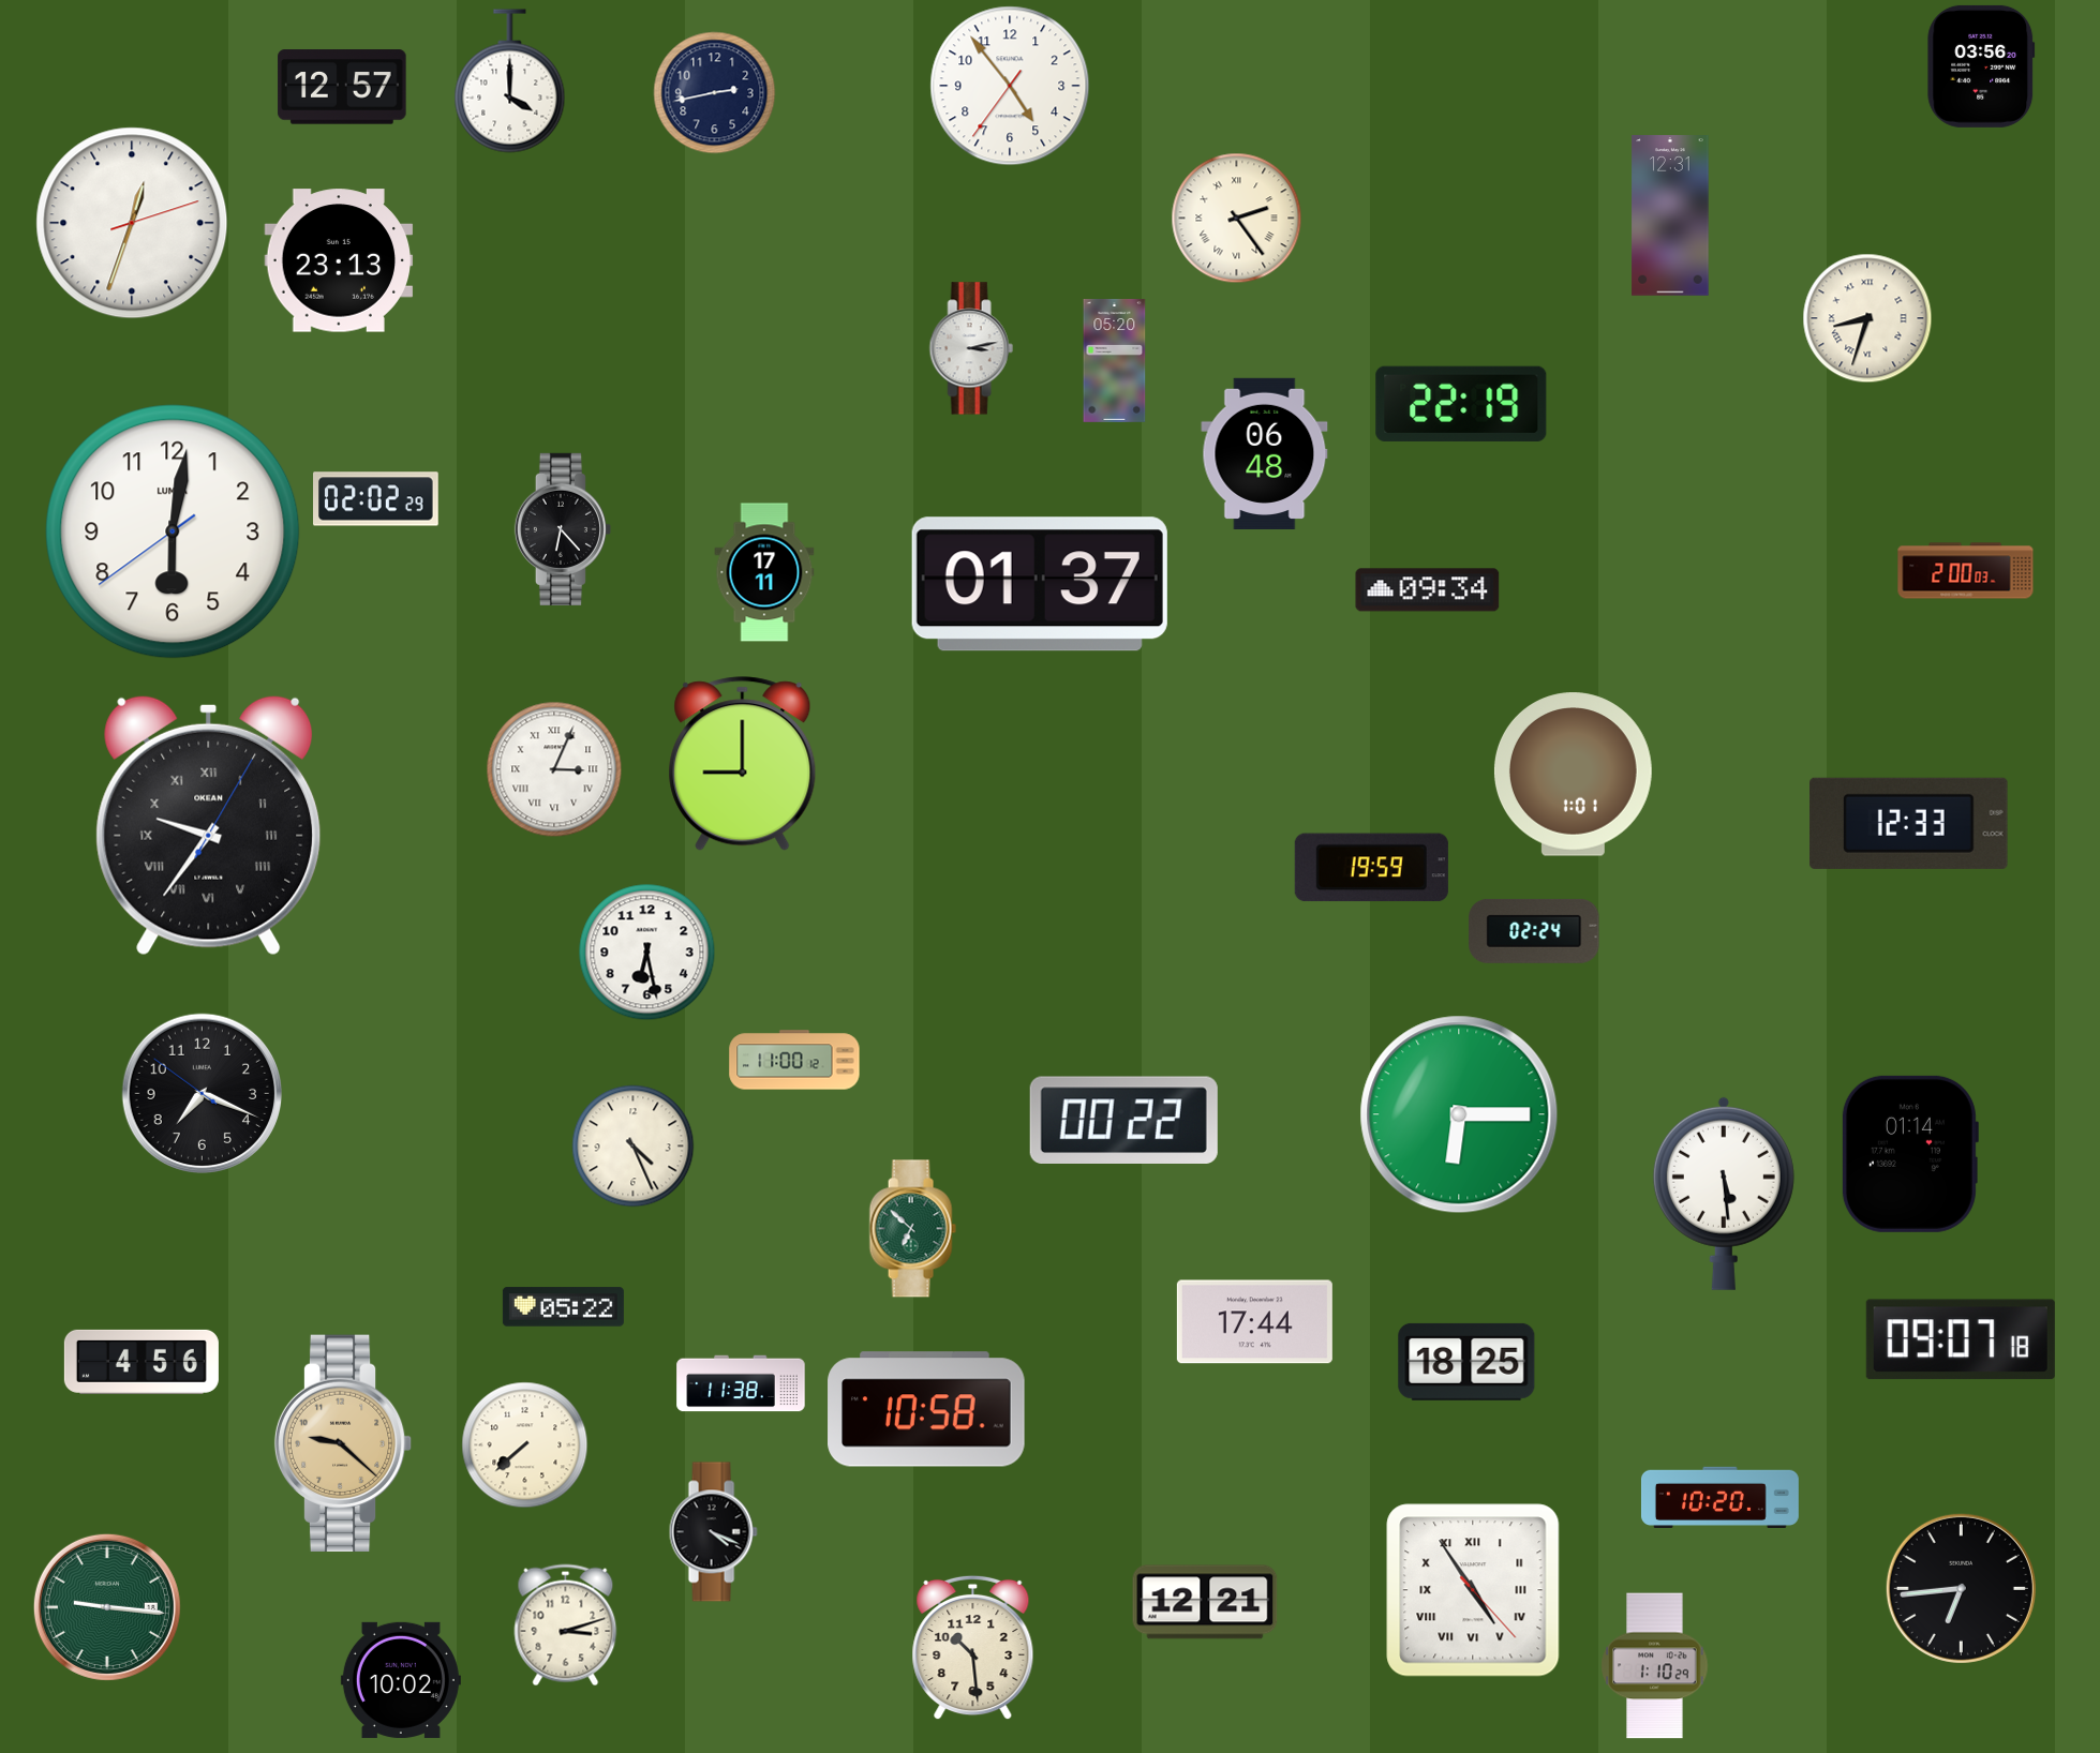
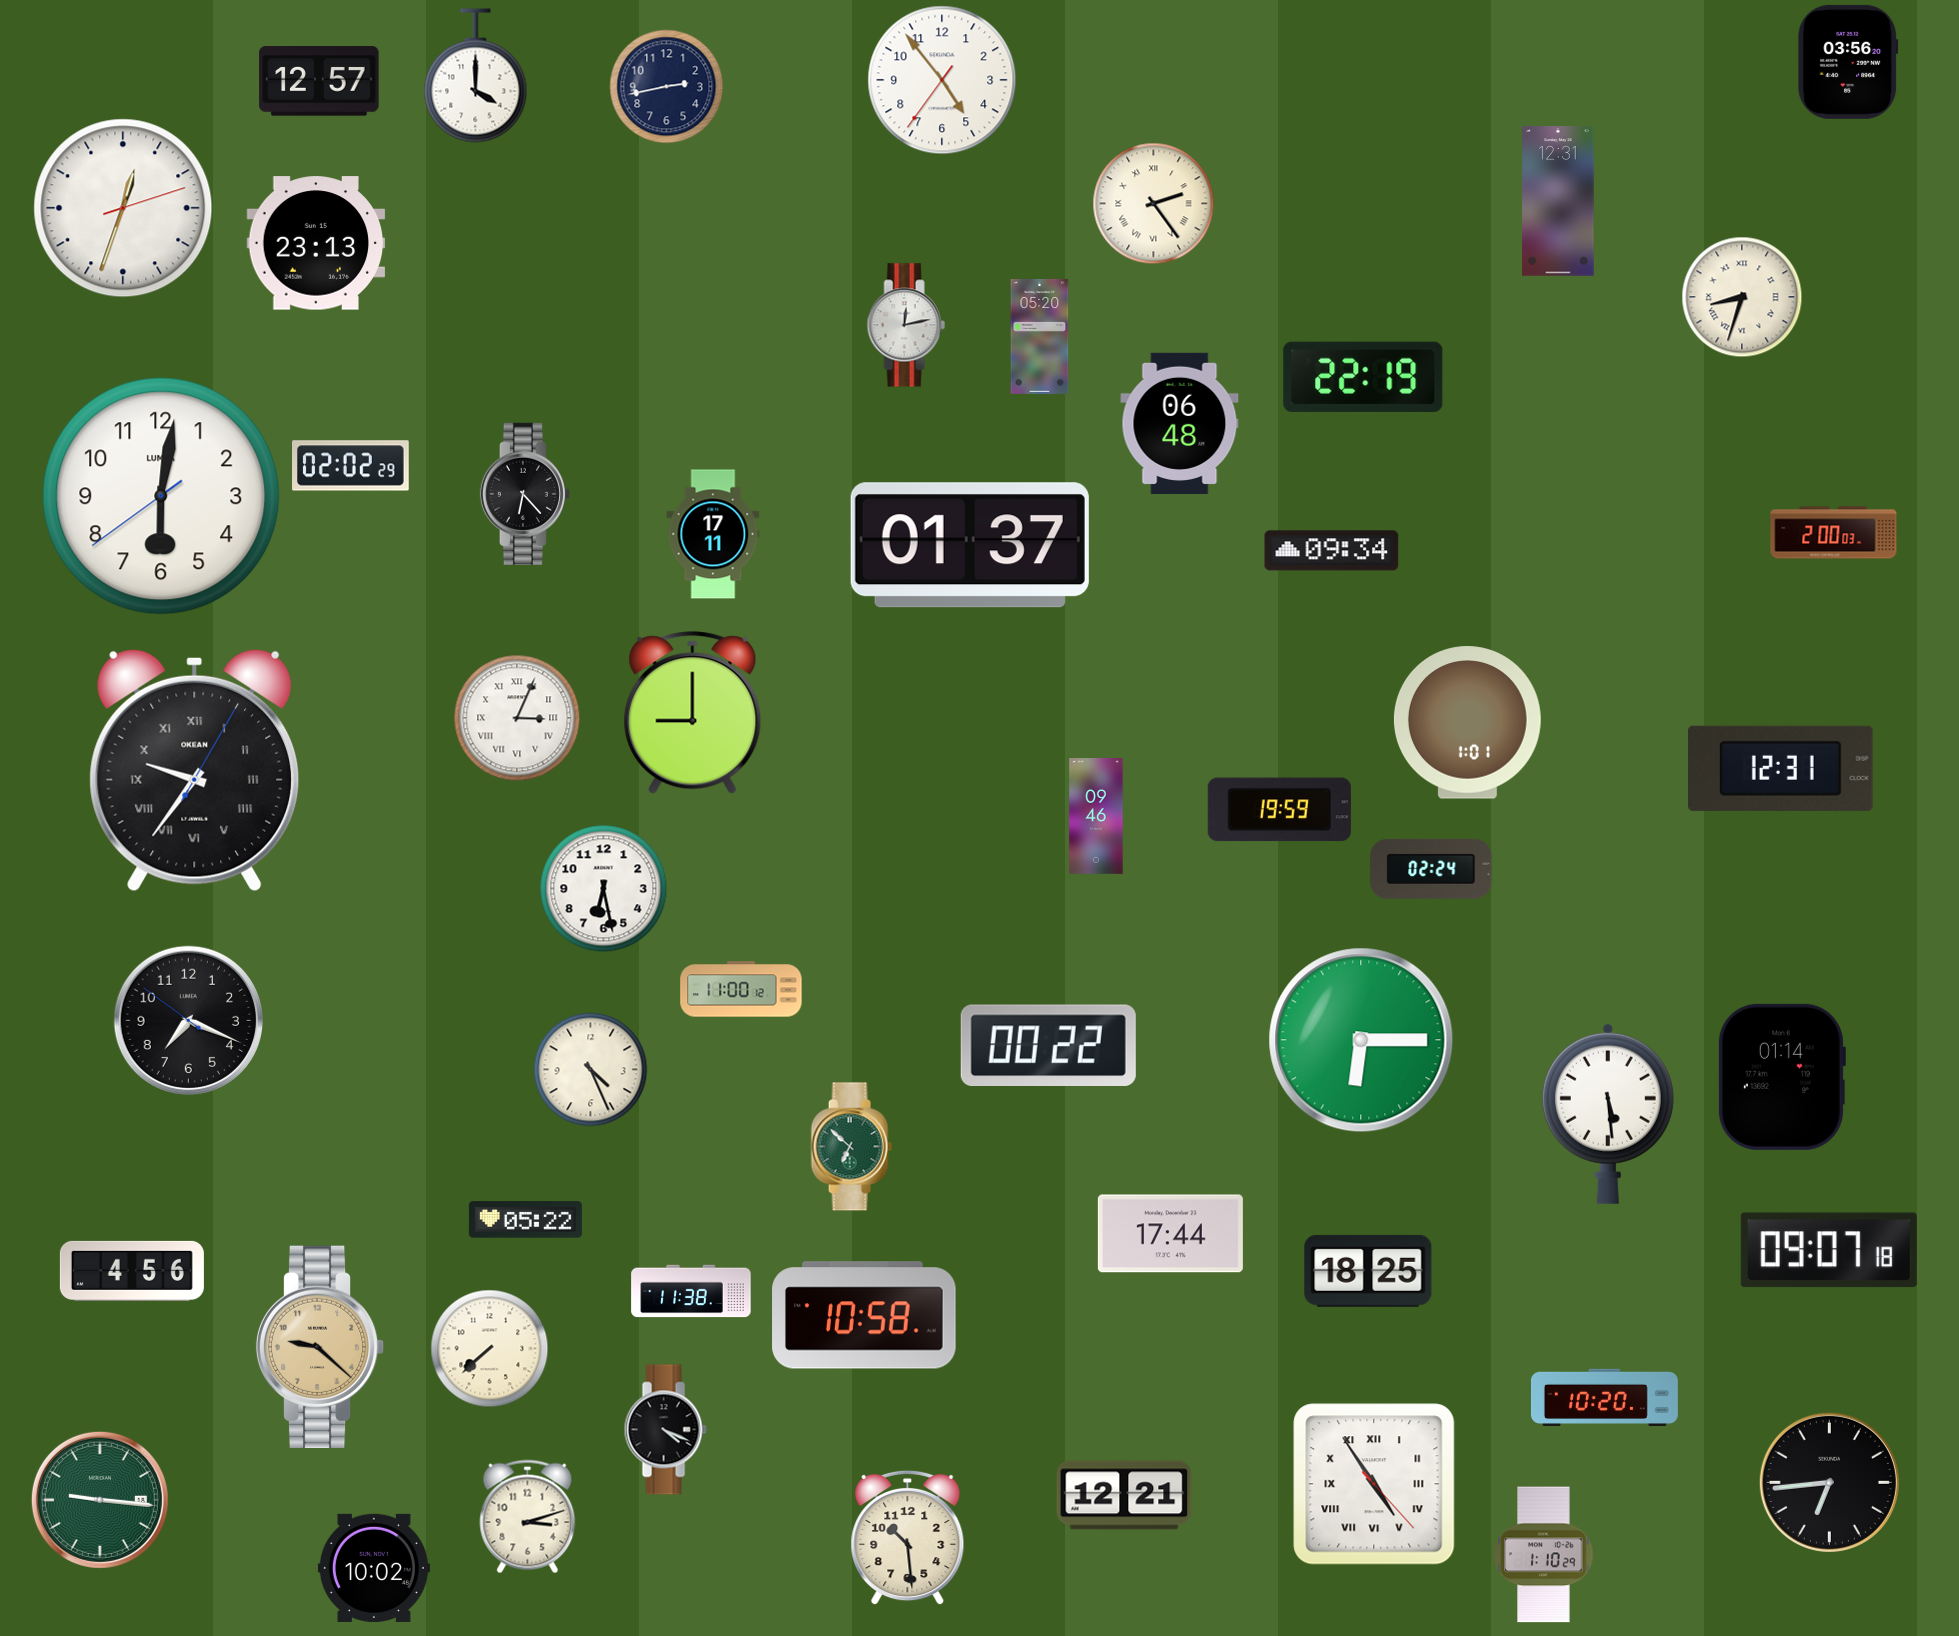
clock at (971, 348): 3:13 -> 12:13
clock at (1909, 823): 12:33 -> 12:31
clock at (1096, 817): none -> 09:46
